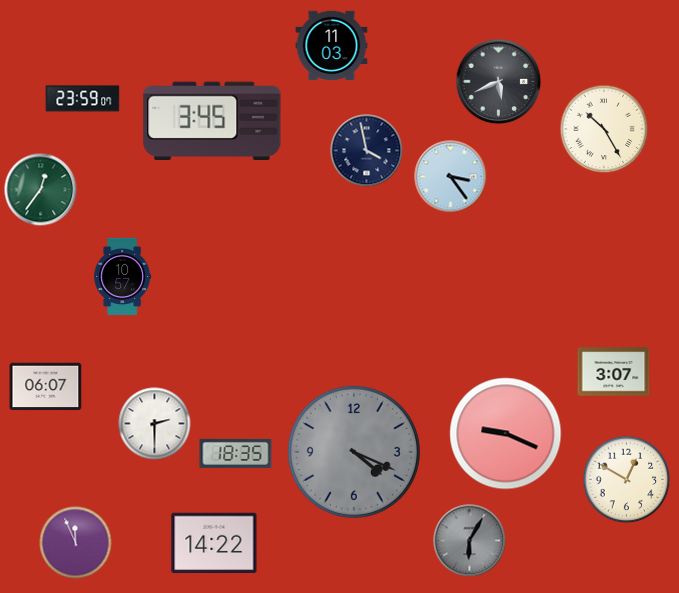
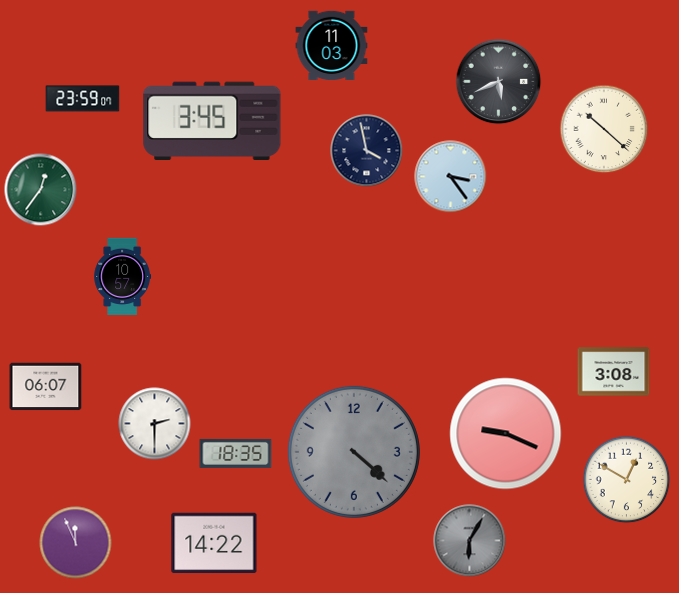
clock at (604, 129): 10:25 -> 10:22
clock at (614, 372): 3:07 -> 3:08
clock at (354, 452): 4:19 -> 4:22
